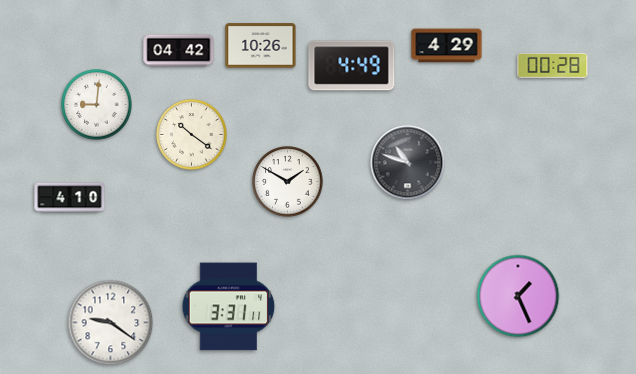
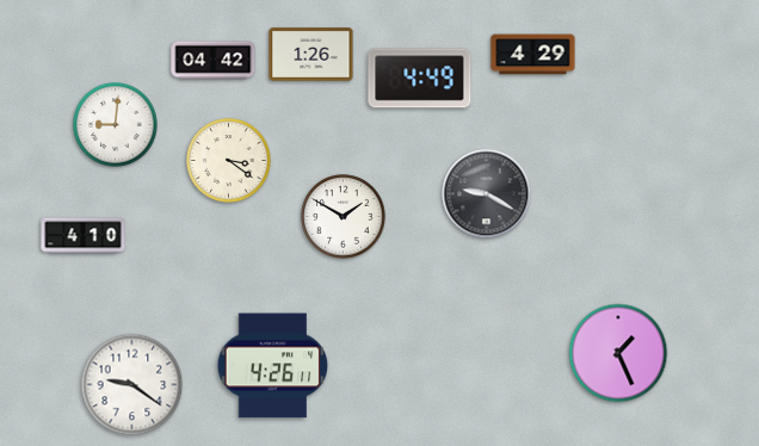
clock at (261, 46): 10:26 -> 1:26
clock at (553, 65): 00:28 -> none
clock at (192, 135): 10:21 -> 3:21
clock at (408, 163): 10:48 -> 9:20
clock at (229, 307): 3:31 -> 4:26
